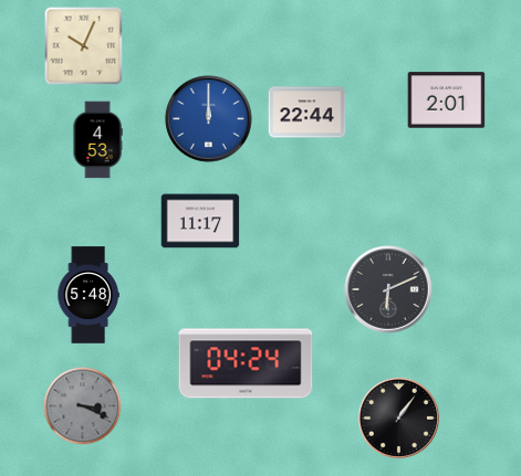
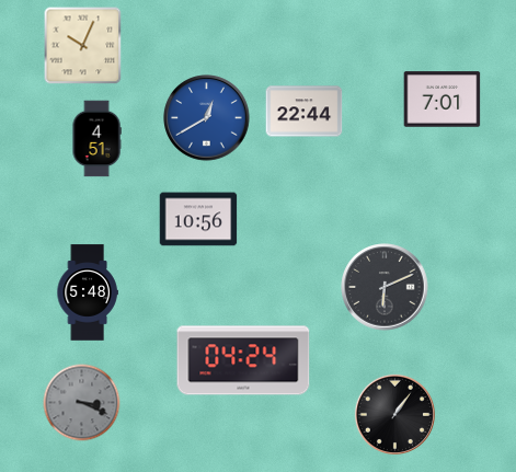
clock at (447, 101): 2:01 -> 7:01
clock at (209, 119): 12:00 -> 12:40
clock at (97, 140): 4:53 -> 4:51
clock at (200, 221): 11:17 -> 10:56
